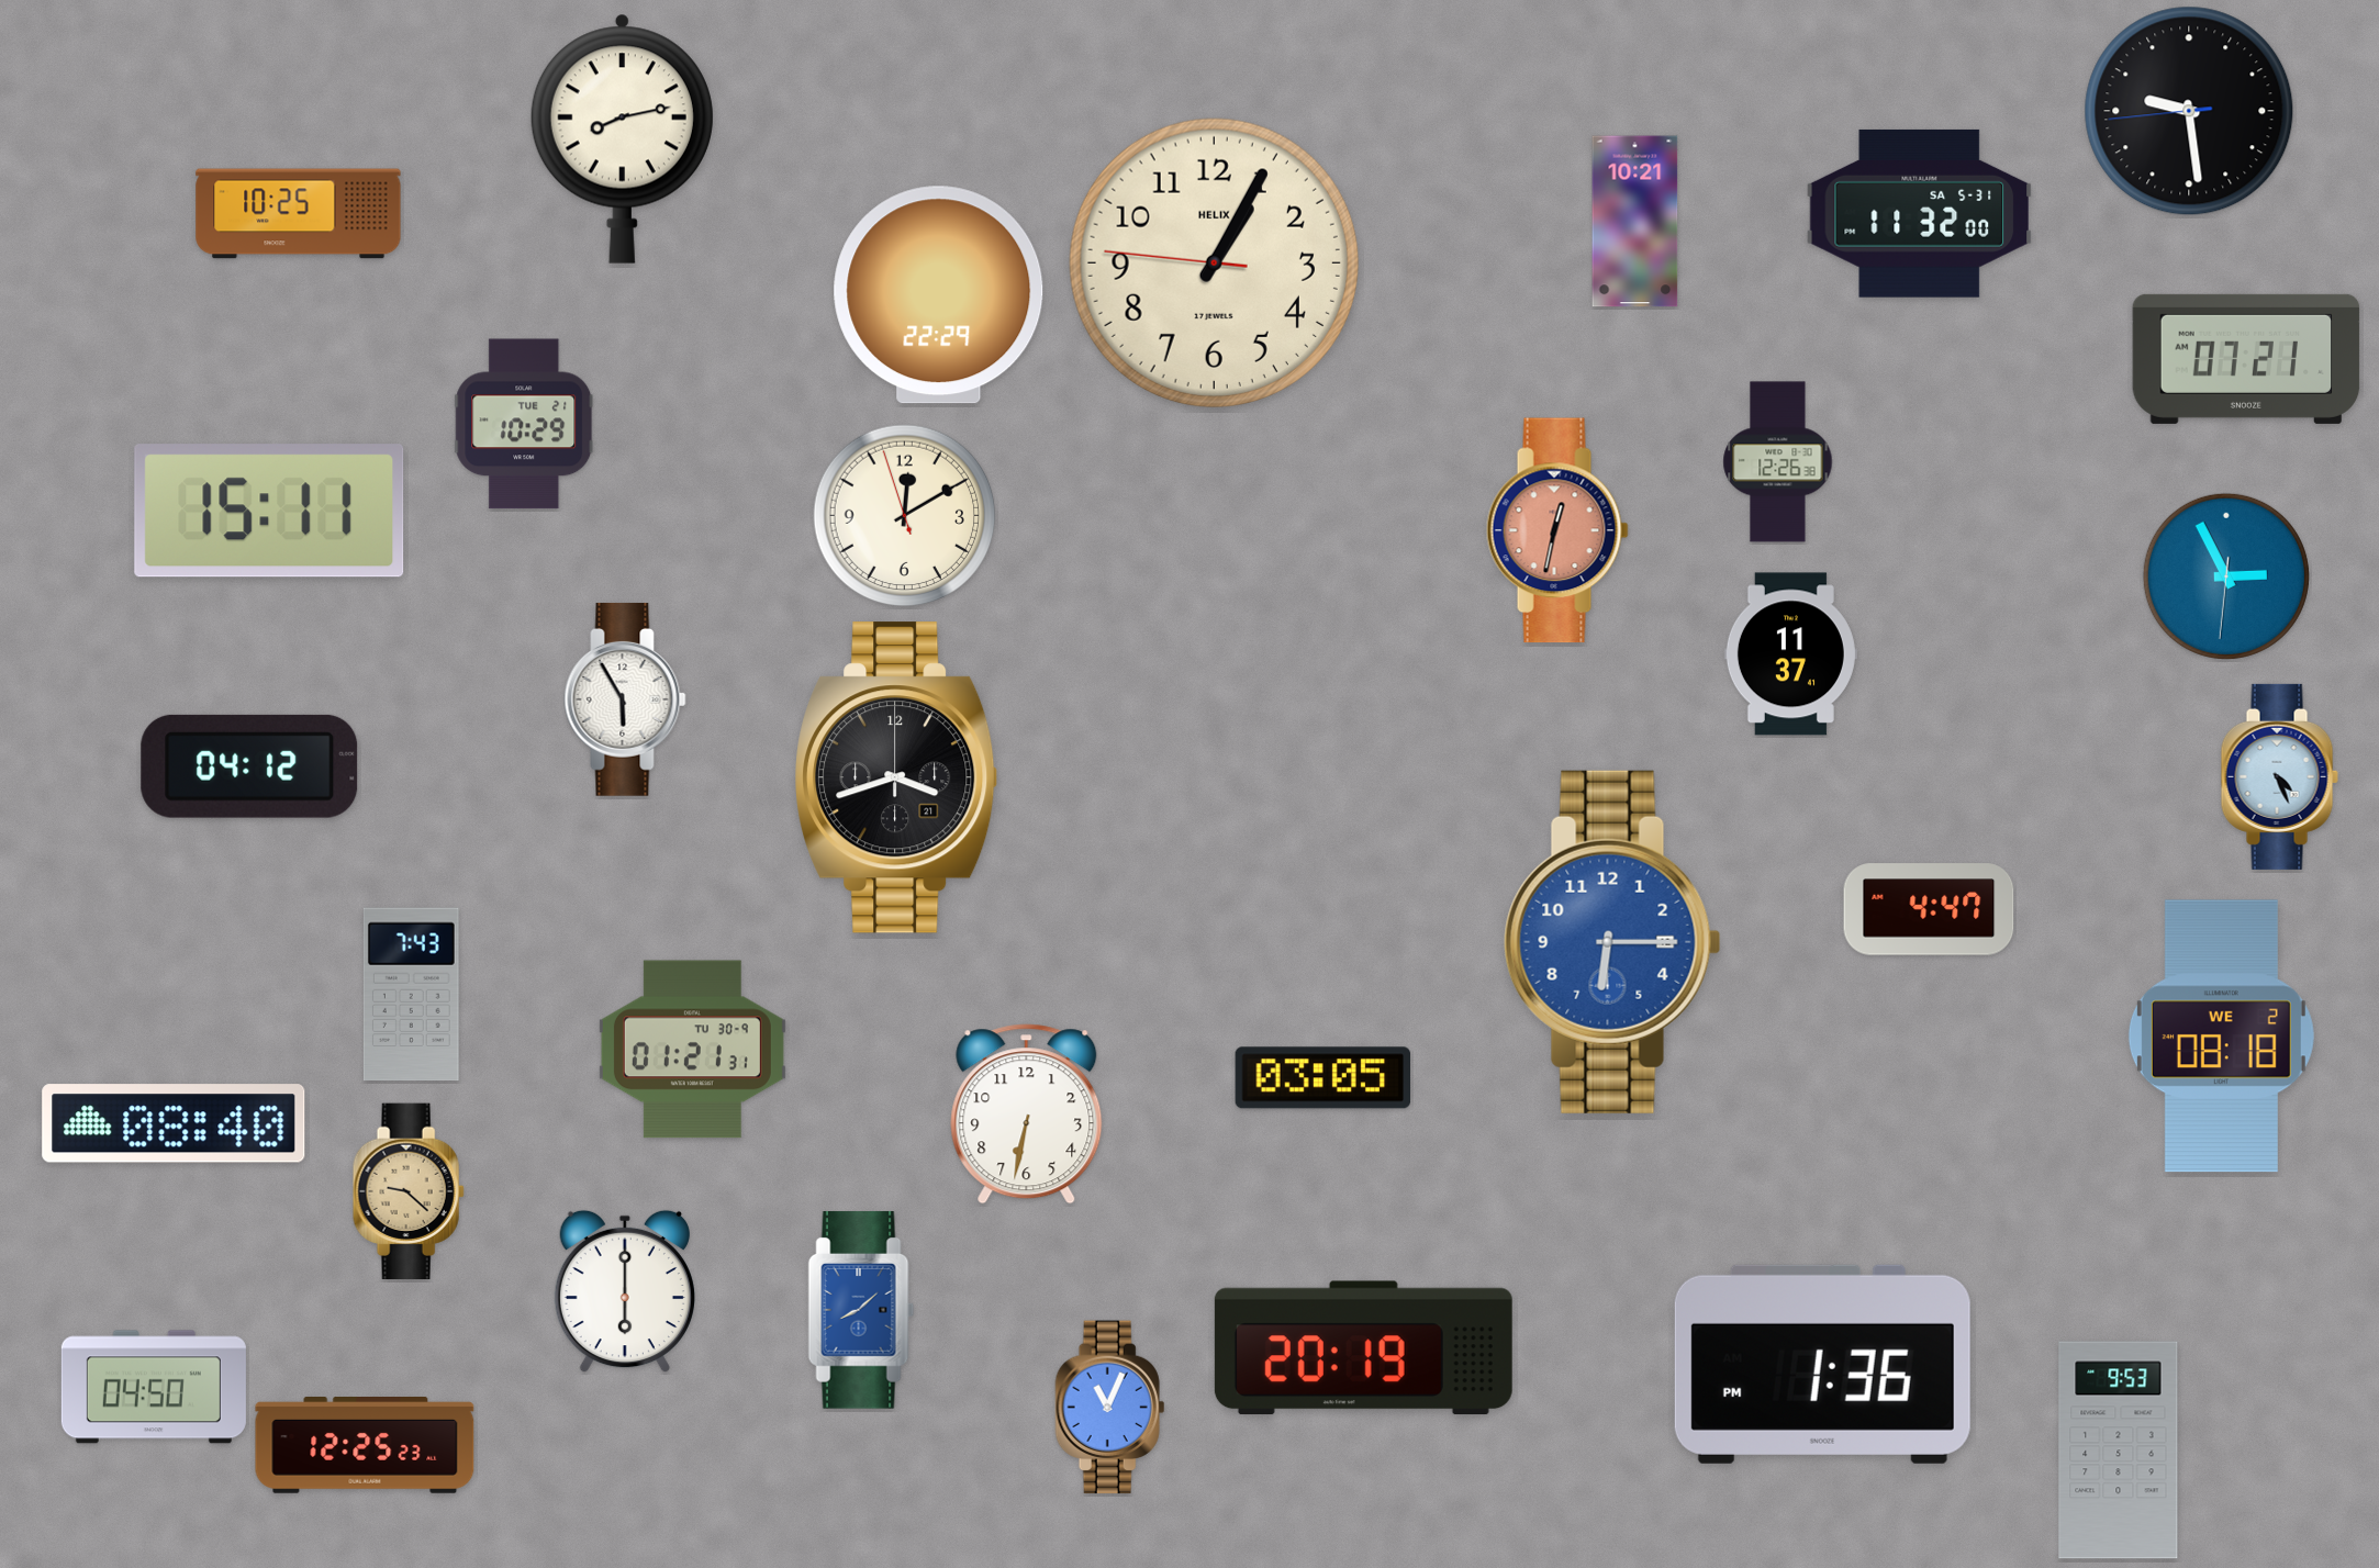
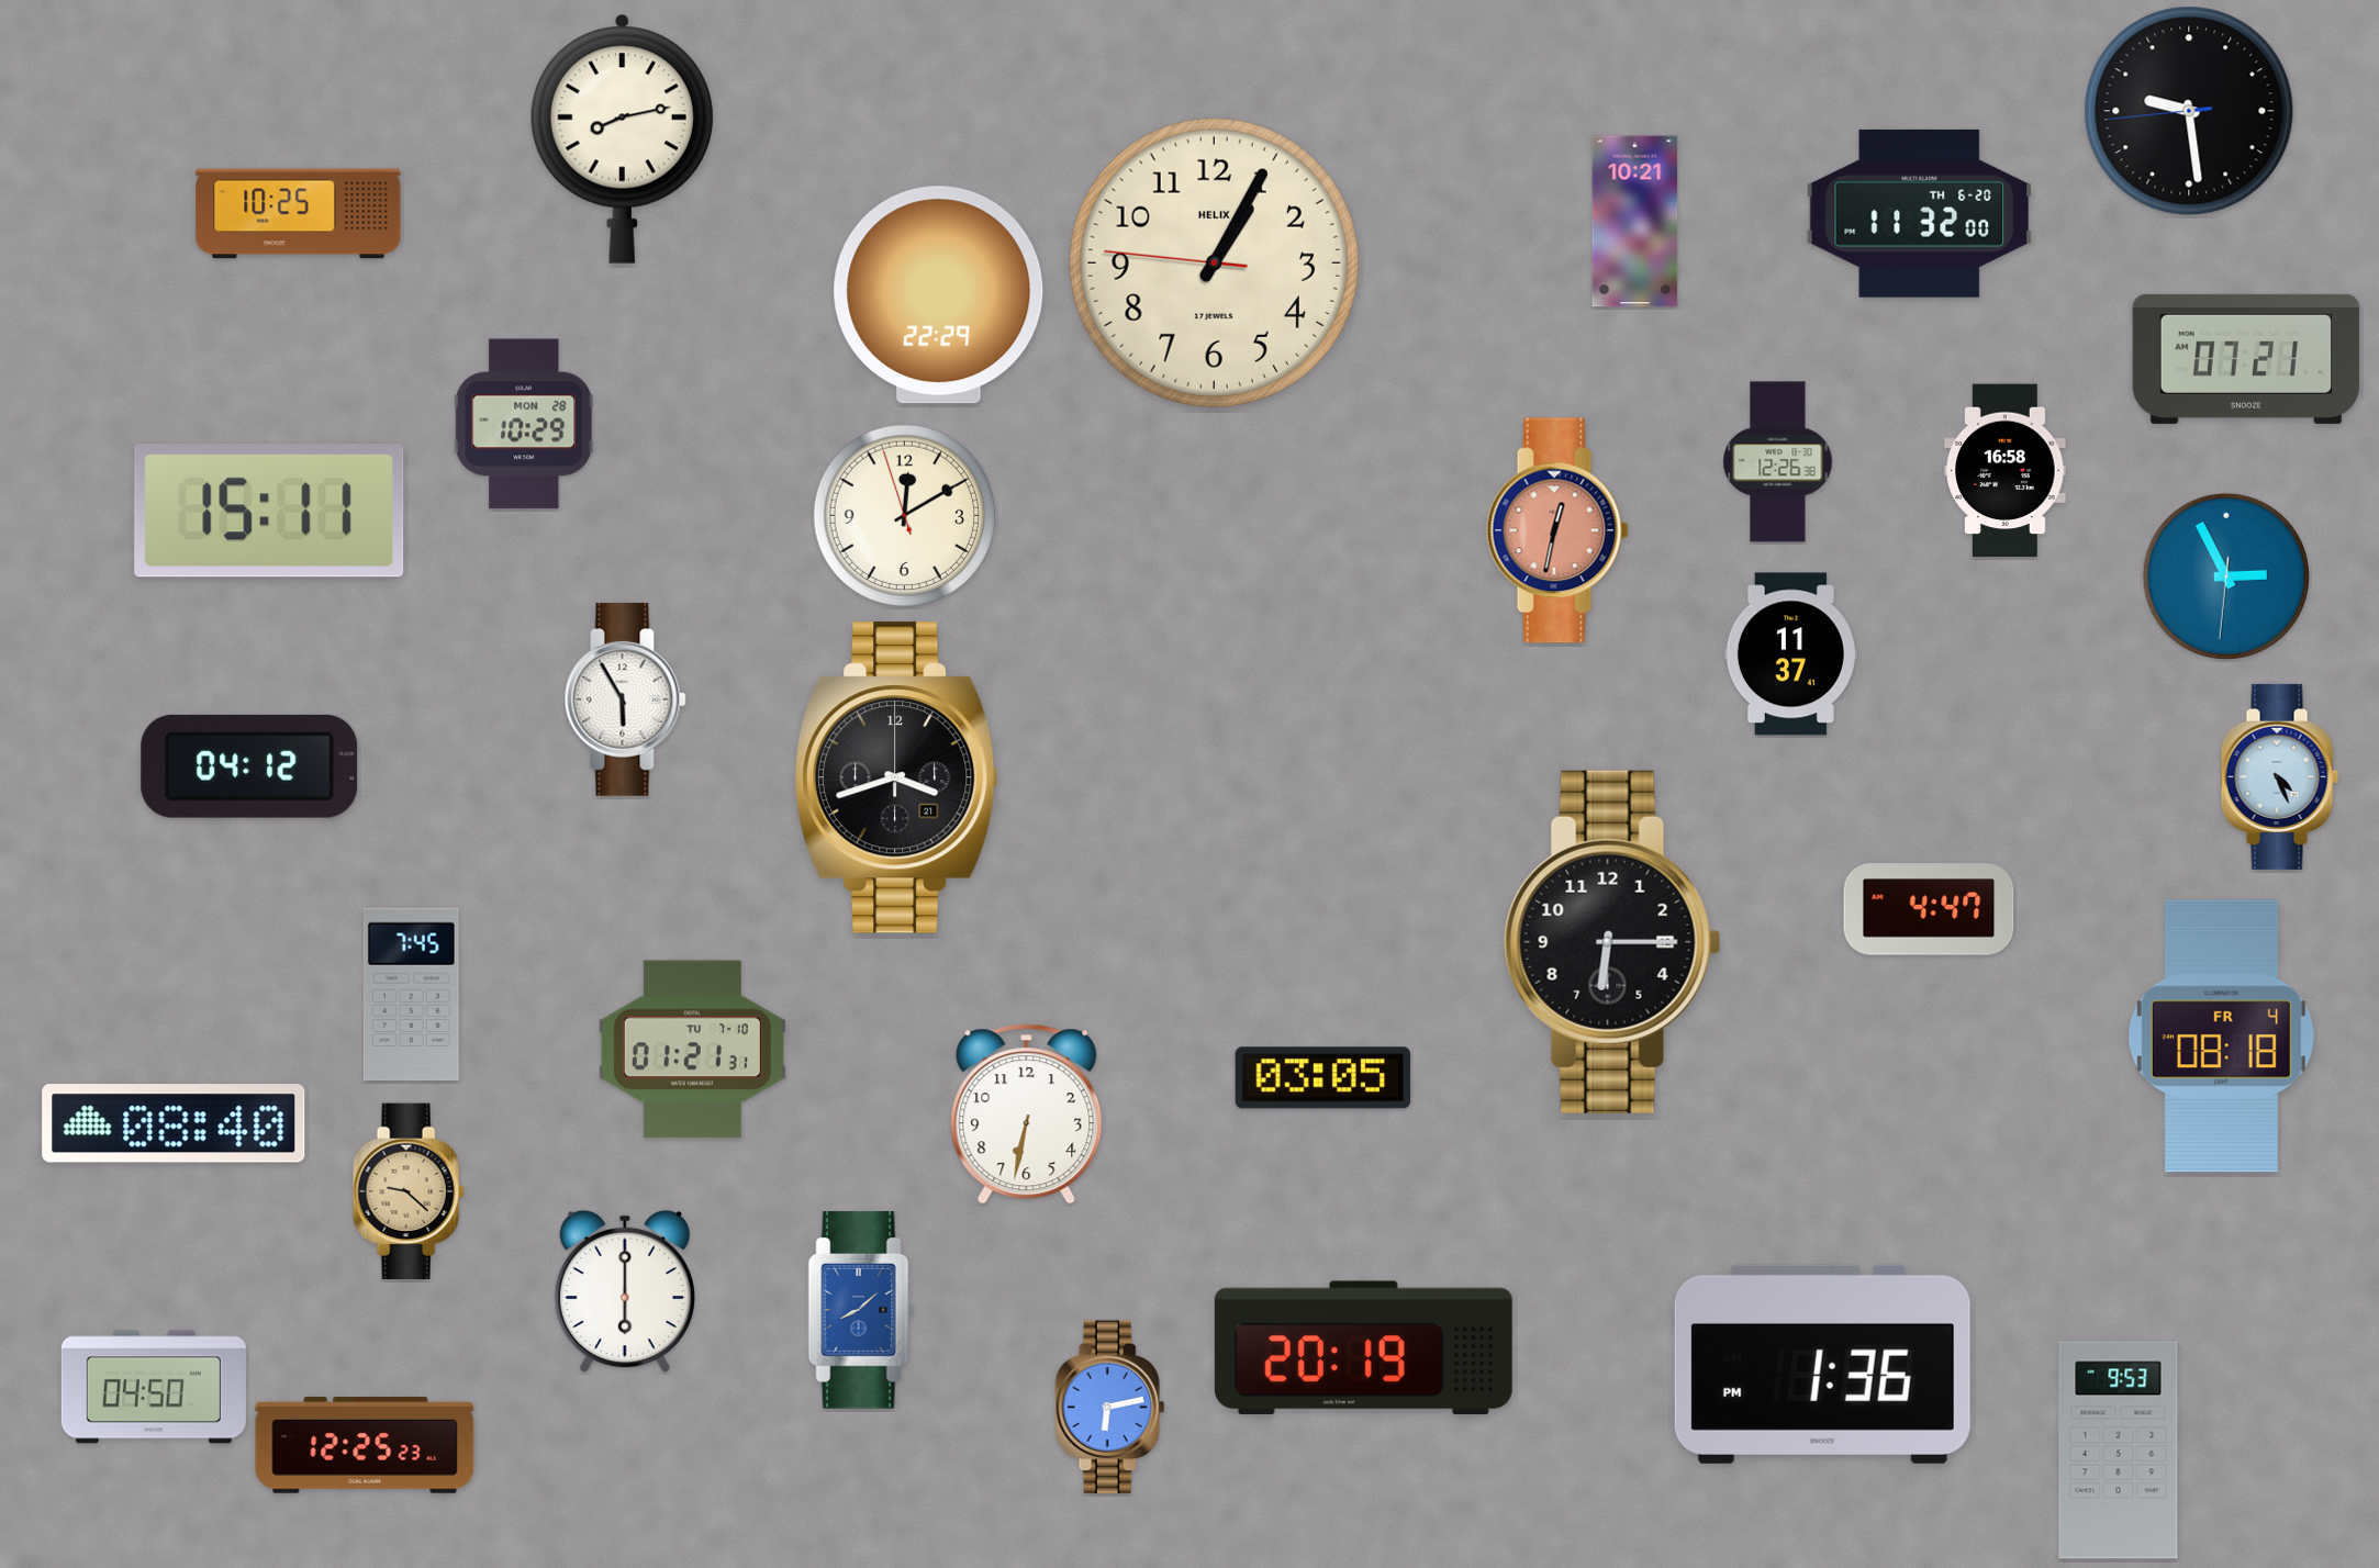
clock at (1920, 213) date: SA 5-31 -> TH 6-20
clock at (524, 424) date: TUE 21 -> MON 28
clock at (2006, 471): none -> 16:58
clock at (1612, 942) dial: blue -> black
clock at (411, 995): 7:43 -> 7:45
clock at (2221, 1037) date: WE 2 -> FR 4
clock at (692, 1050) date: TU 30-9 -> TU 7-10
clock at (1110, 1408): 11:04 -> 6:13
